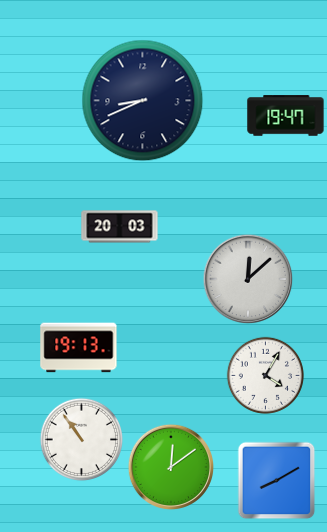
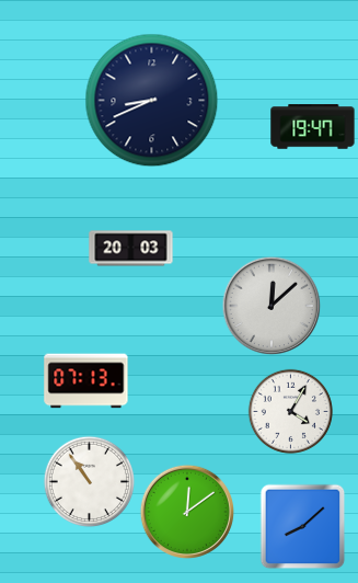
clock at (143, 101) position: (143, 101) -> (152, 101)
clock at (79, 348): 19:13 -> 07:13
clock at (276, 480): 8:10 -> 8:08
